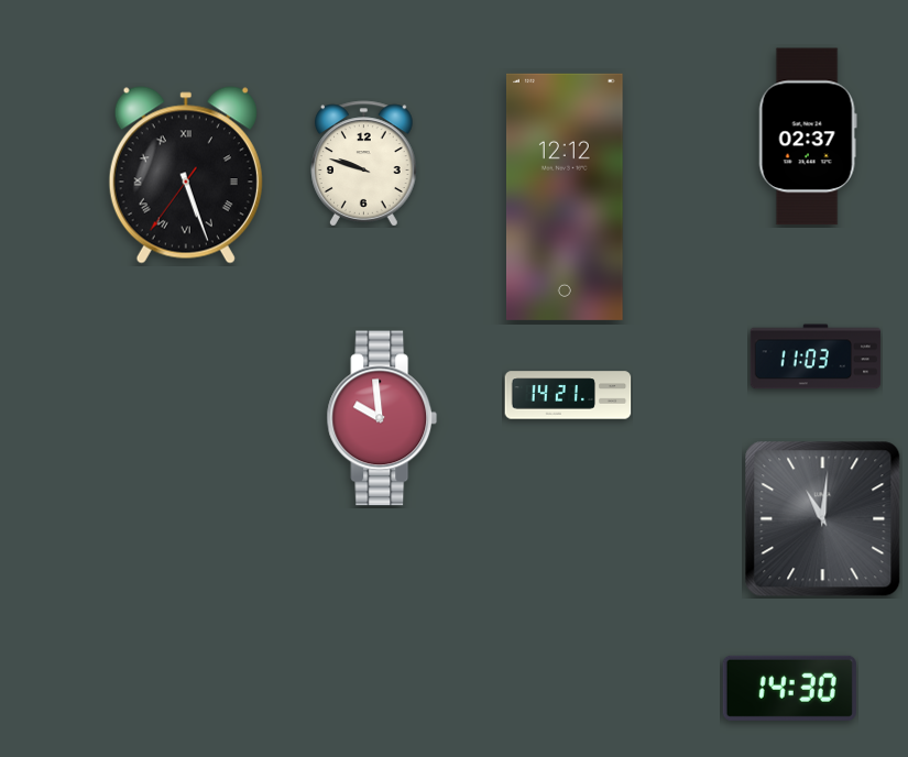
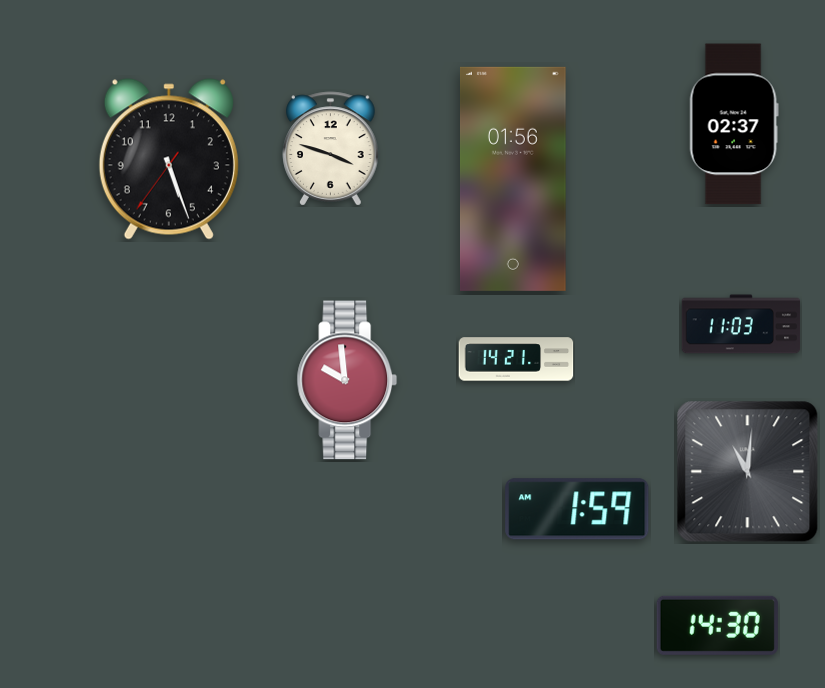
clock at (364, 164): 9:48 -> 3:48
clock at (186, 175) numerals: Roman -> Arabic
clock at (566, 197): 12:12 -> 01:56
clock at (577, 509): none -> 1:59
